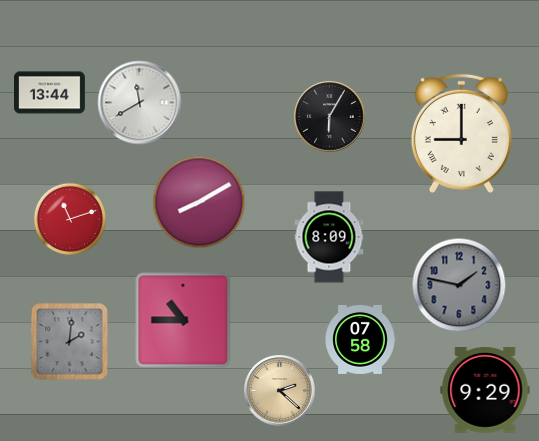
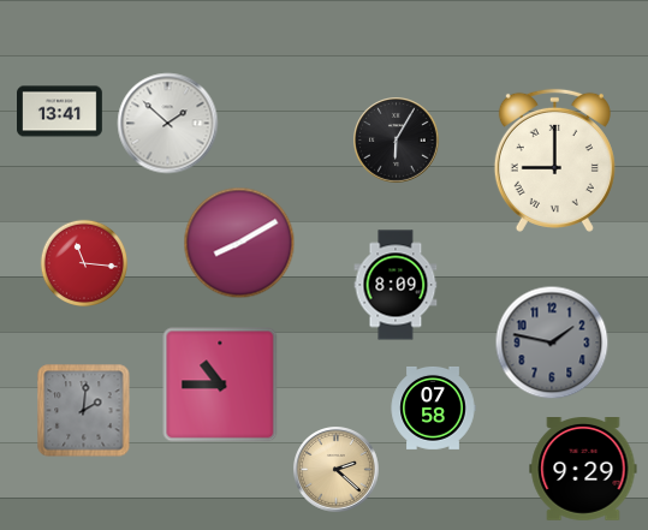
clock at (50, 93): 13:44 -> 13:41
clock at (140, 103): 11:40 -> 1:52
clock at (69, 218): 11:12 -> 11:16
